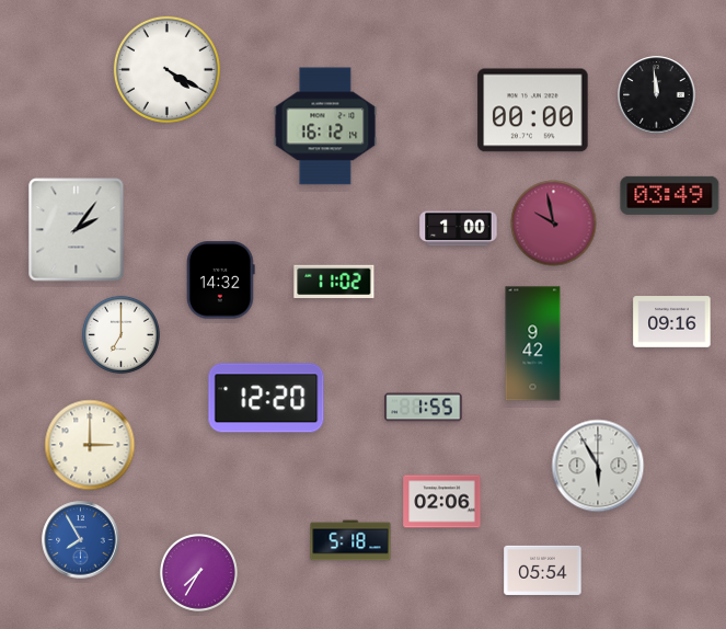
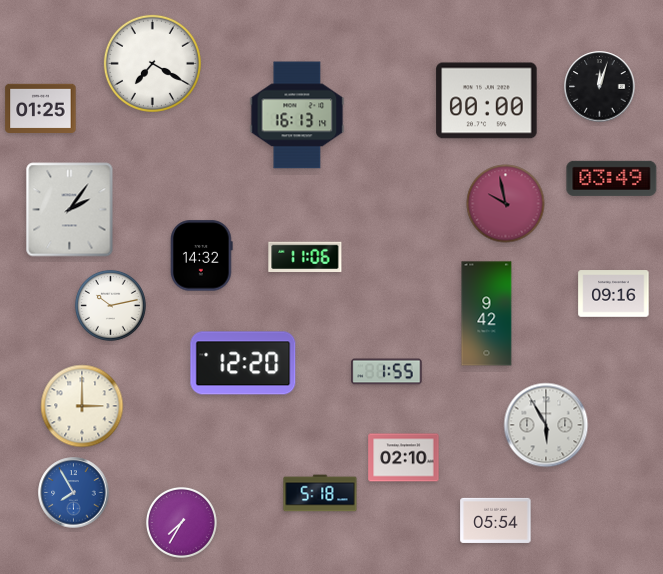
clock at (166, 69): 4:20 -> 7:20
clock at (657, 95): 11:59 -> 12:03
clock at (41, 108): none -> 01:25
clock at (325, 126): 16:12 -> 16:13
clock at (459, 229): 1:00 -> none
clock at (334, 282): 11:02 -> 11:06
clock at (120, 334): 7:00 -> 10:13
clock at (442, 502): 02:06 -> 02:10
